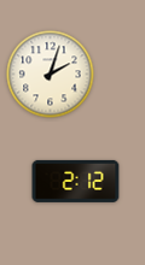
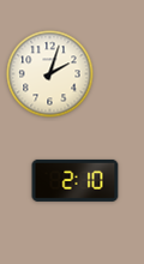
clock at (76, 181): 2:12 -> 2:10
